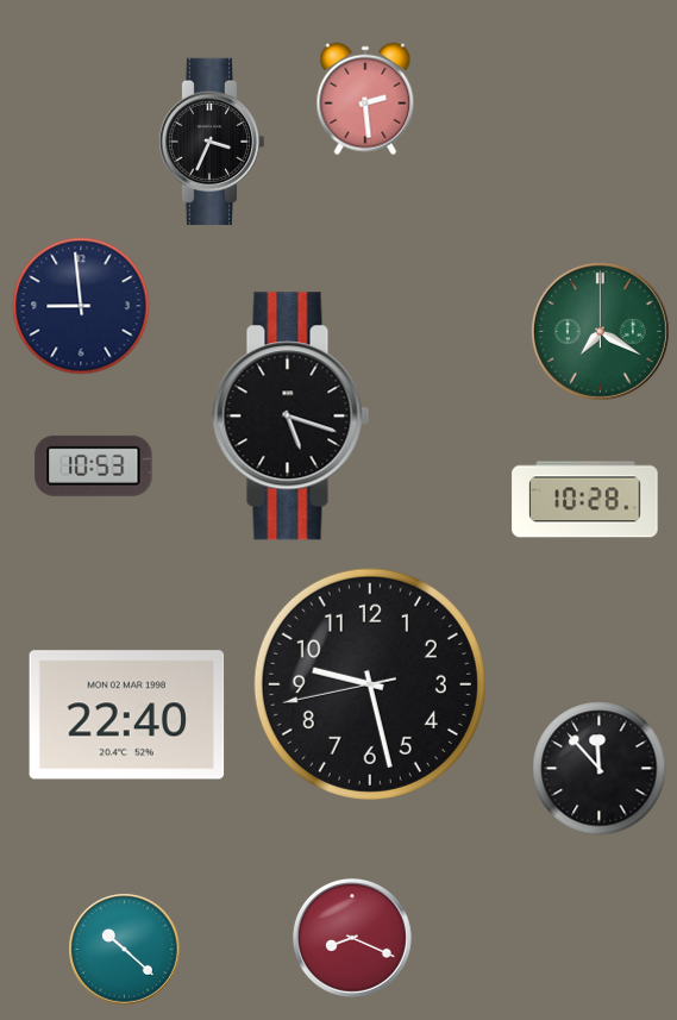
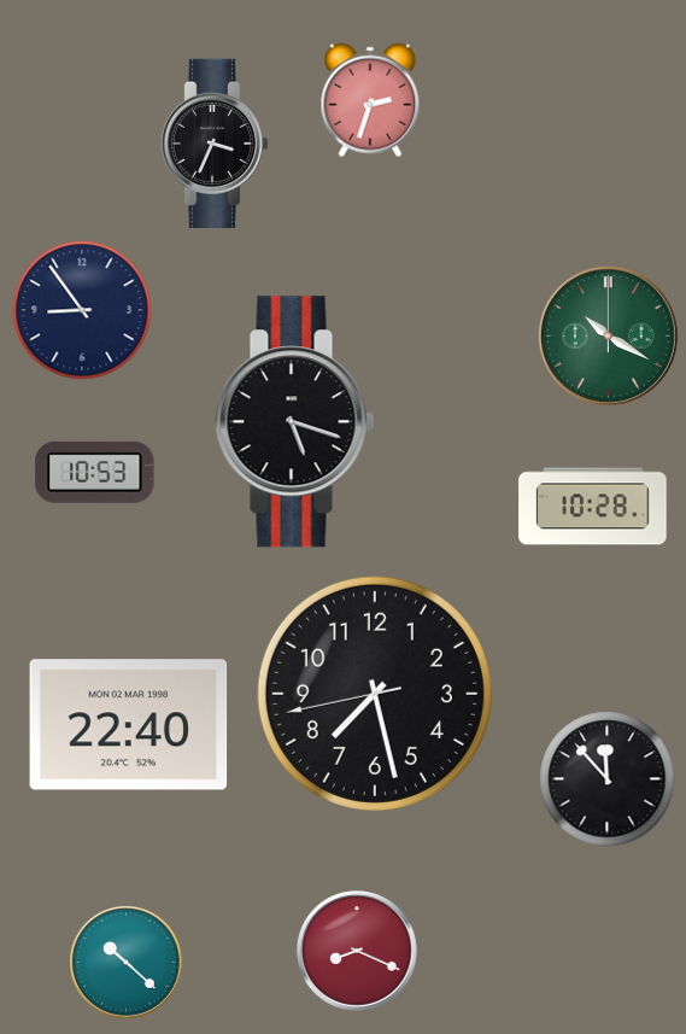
clock at (365, 99): 2:29 -> 2:33
clock at (81, 306): 8:59 -> 8:54
clock at (600, 331): 7:20 -> 10:20
clock at (370, 684): 9:27 -> 7:27
